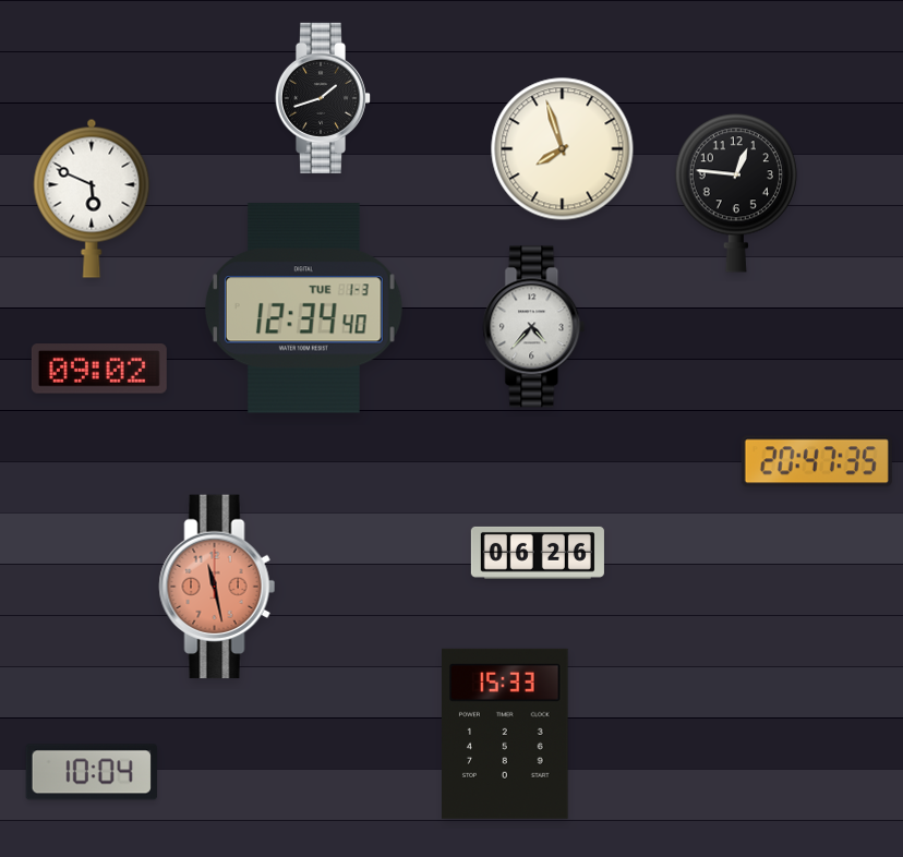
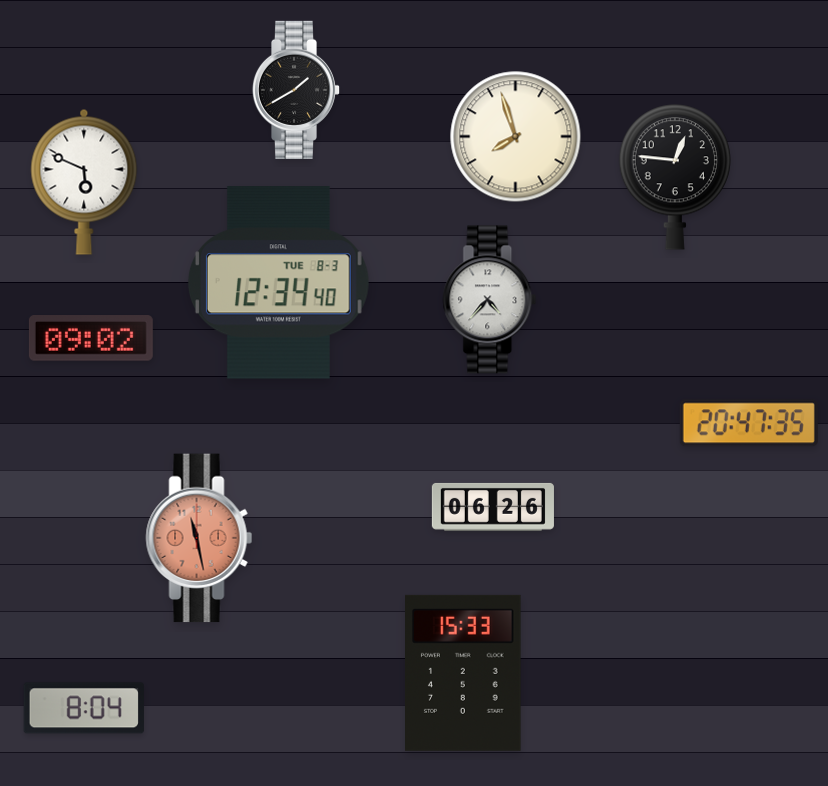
clock at (323, 98): 1:42 -> 1:40
clock at (303, 309) date: TUE 1-3 -> TUE 8-3
clock at (92, 772): 10:04 -> 8:04
